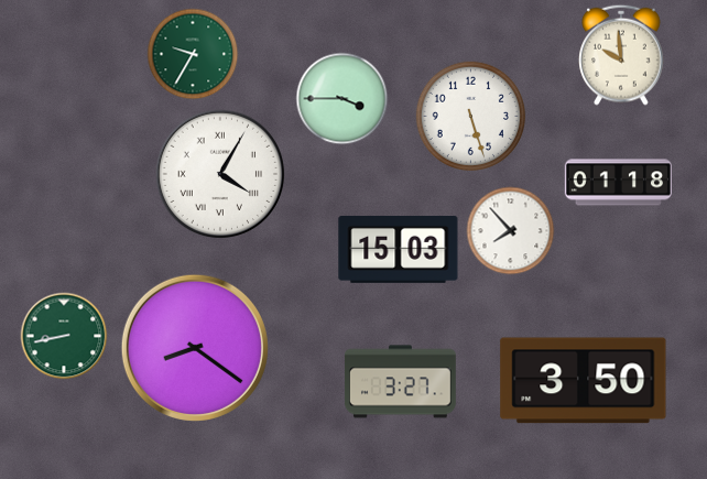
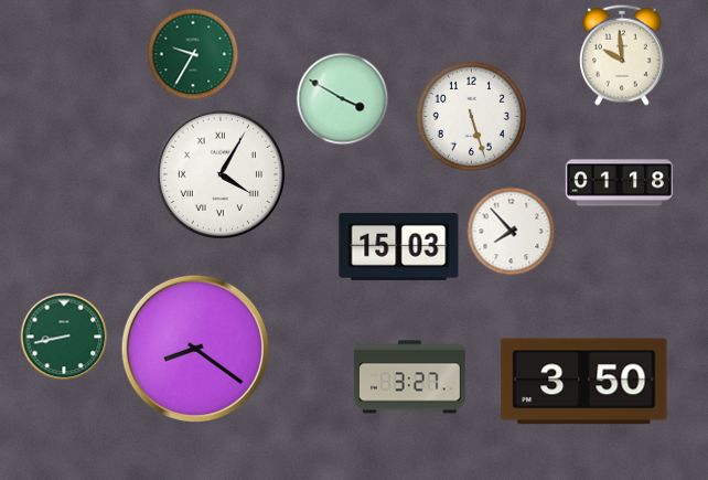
clock at (342, 99): 3:45 -> 3:50
clock at (399, 249) position: (399, 249) -> (399, 246)
clock at (400, 382) position: (400, 382) -> (409, 377)
